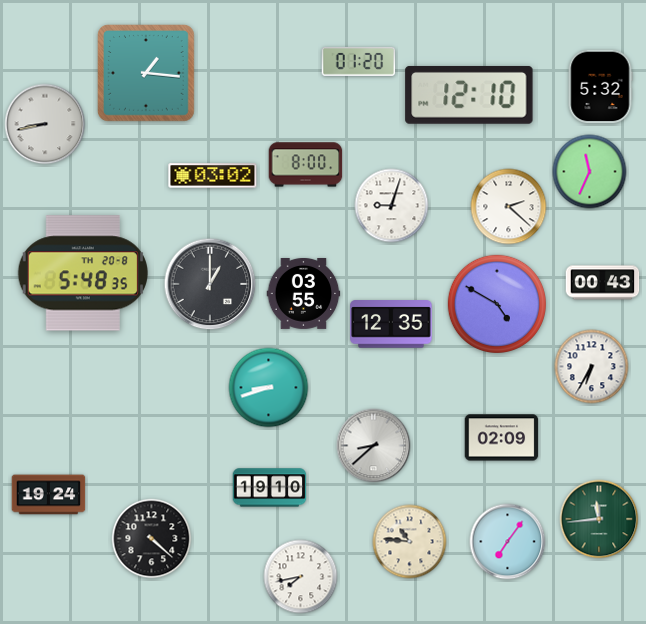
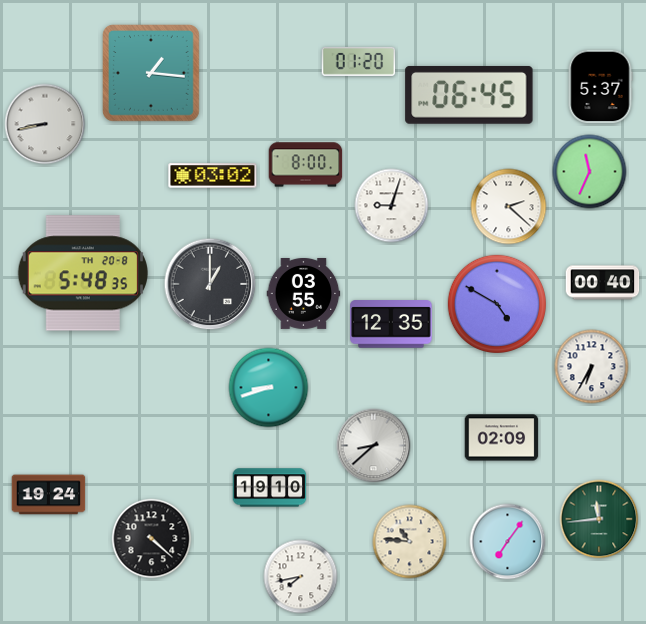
clock at (147, 74) position: (147, 74) -> (152, 74)
clock at (600, 87): 5:32 -> 5:37
clock at (469, 95): 12:10 -> 06:45
clock at (603, 283): 00:43 -> 00:40
